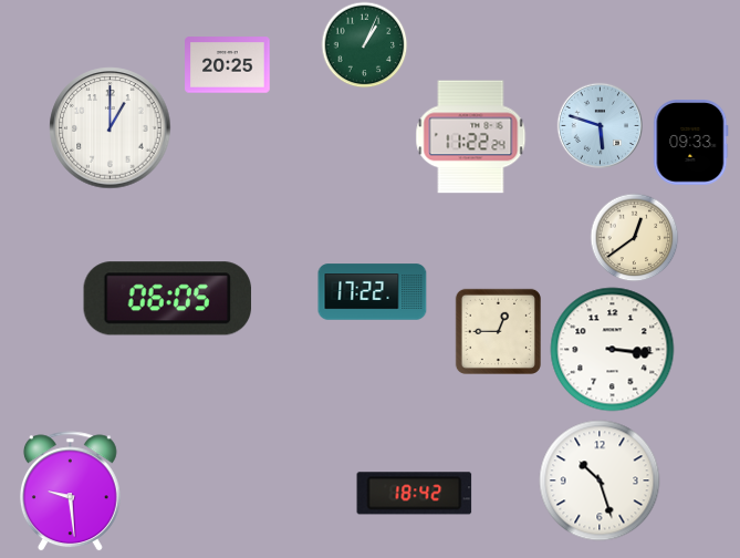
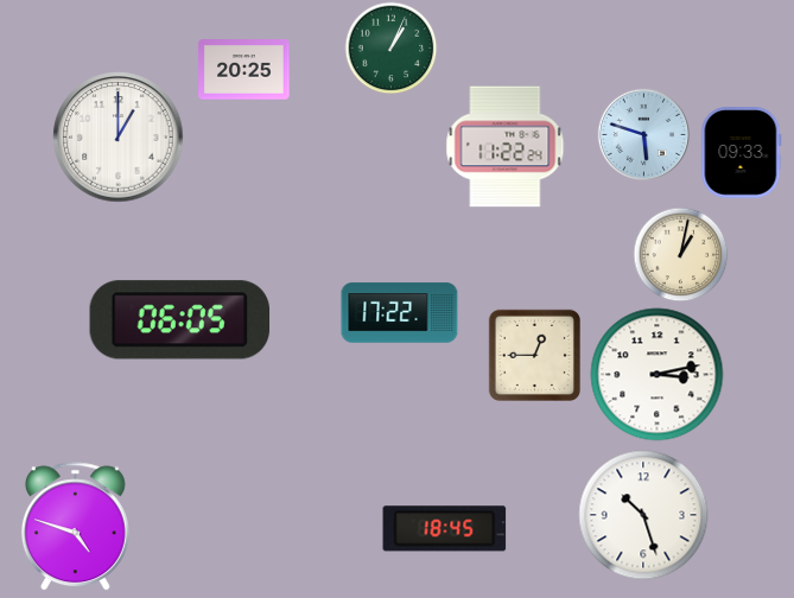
clock at (634, 237): 12:39 -> 1:02
clock at (613, 350): 3:16 -> 3:13
clock at (70, 492): 9:29 -> 4:48
clock at (415, 494): 18:42 -> 18:45
